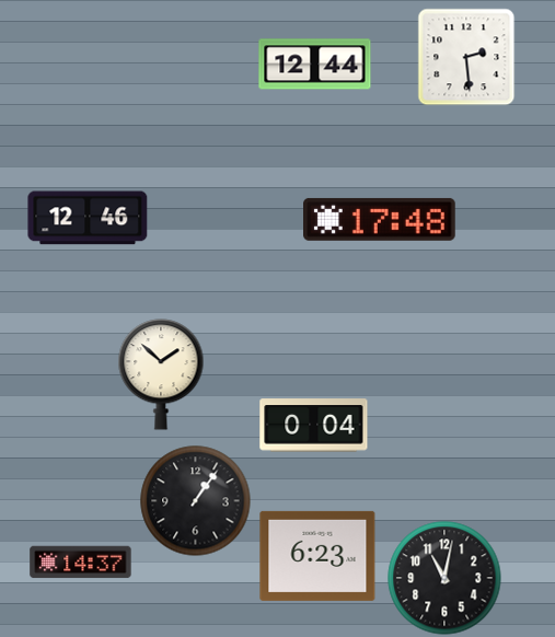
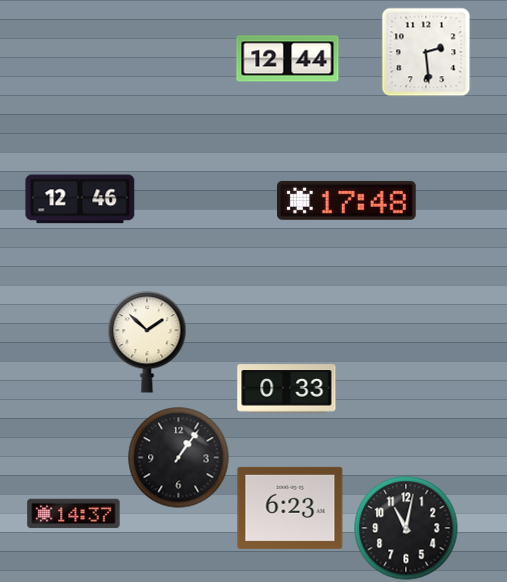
clock at (314, 426): 0:04 -> 0:33
